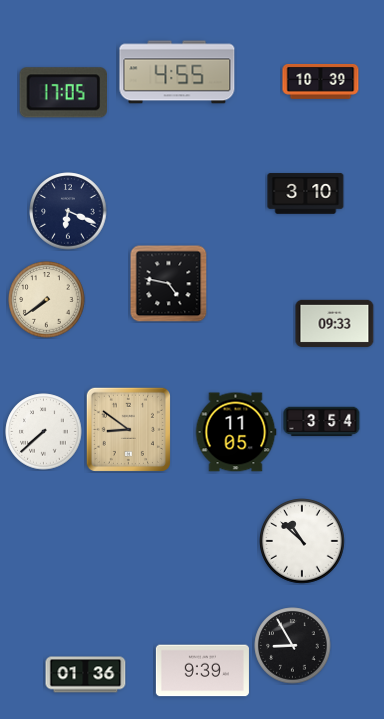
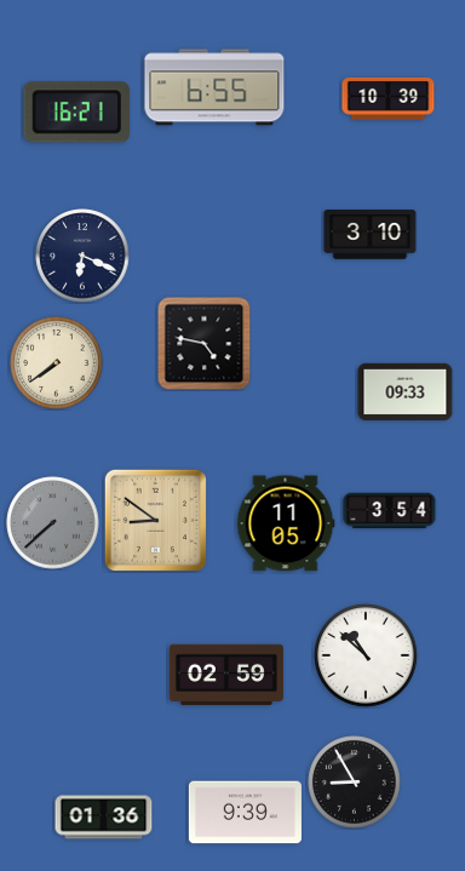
clock at (177, 72): 4:55 -> 6:55
clock at (63, 93): 17:05 -> 16:21
clock at (44, 432) dial: white -> grey
clock at (226, 675): none -> 02:59
